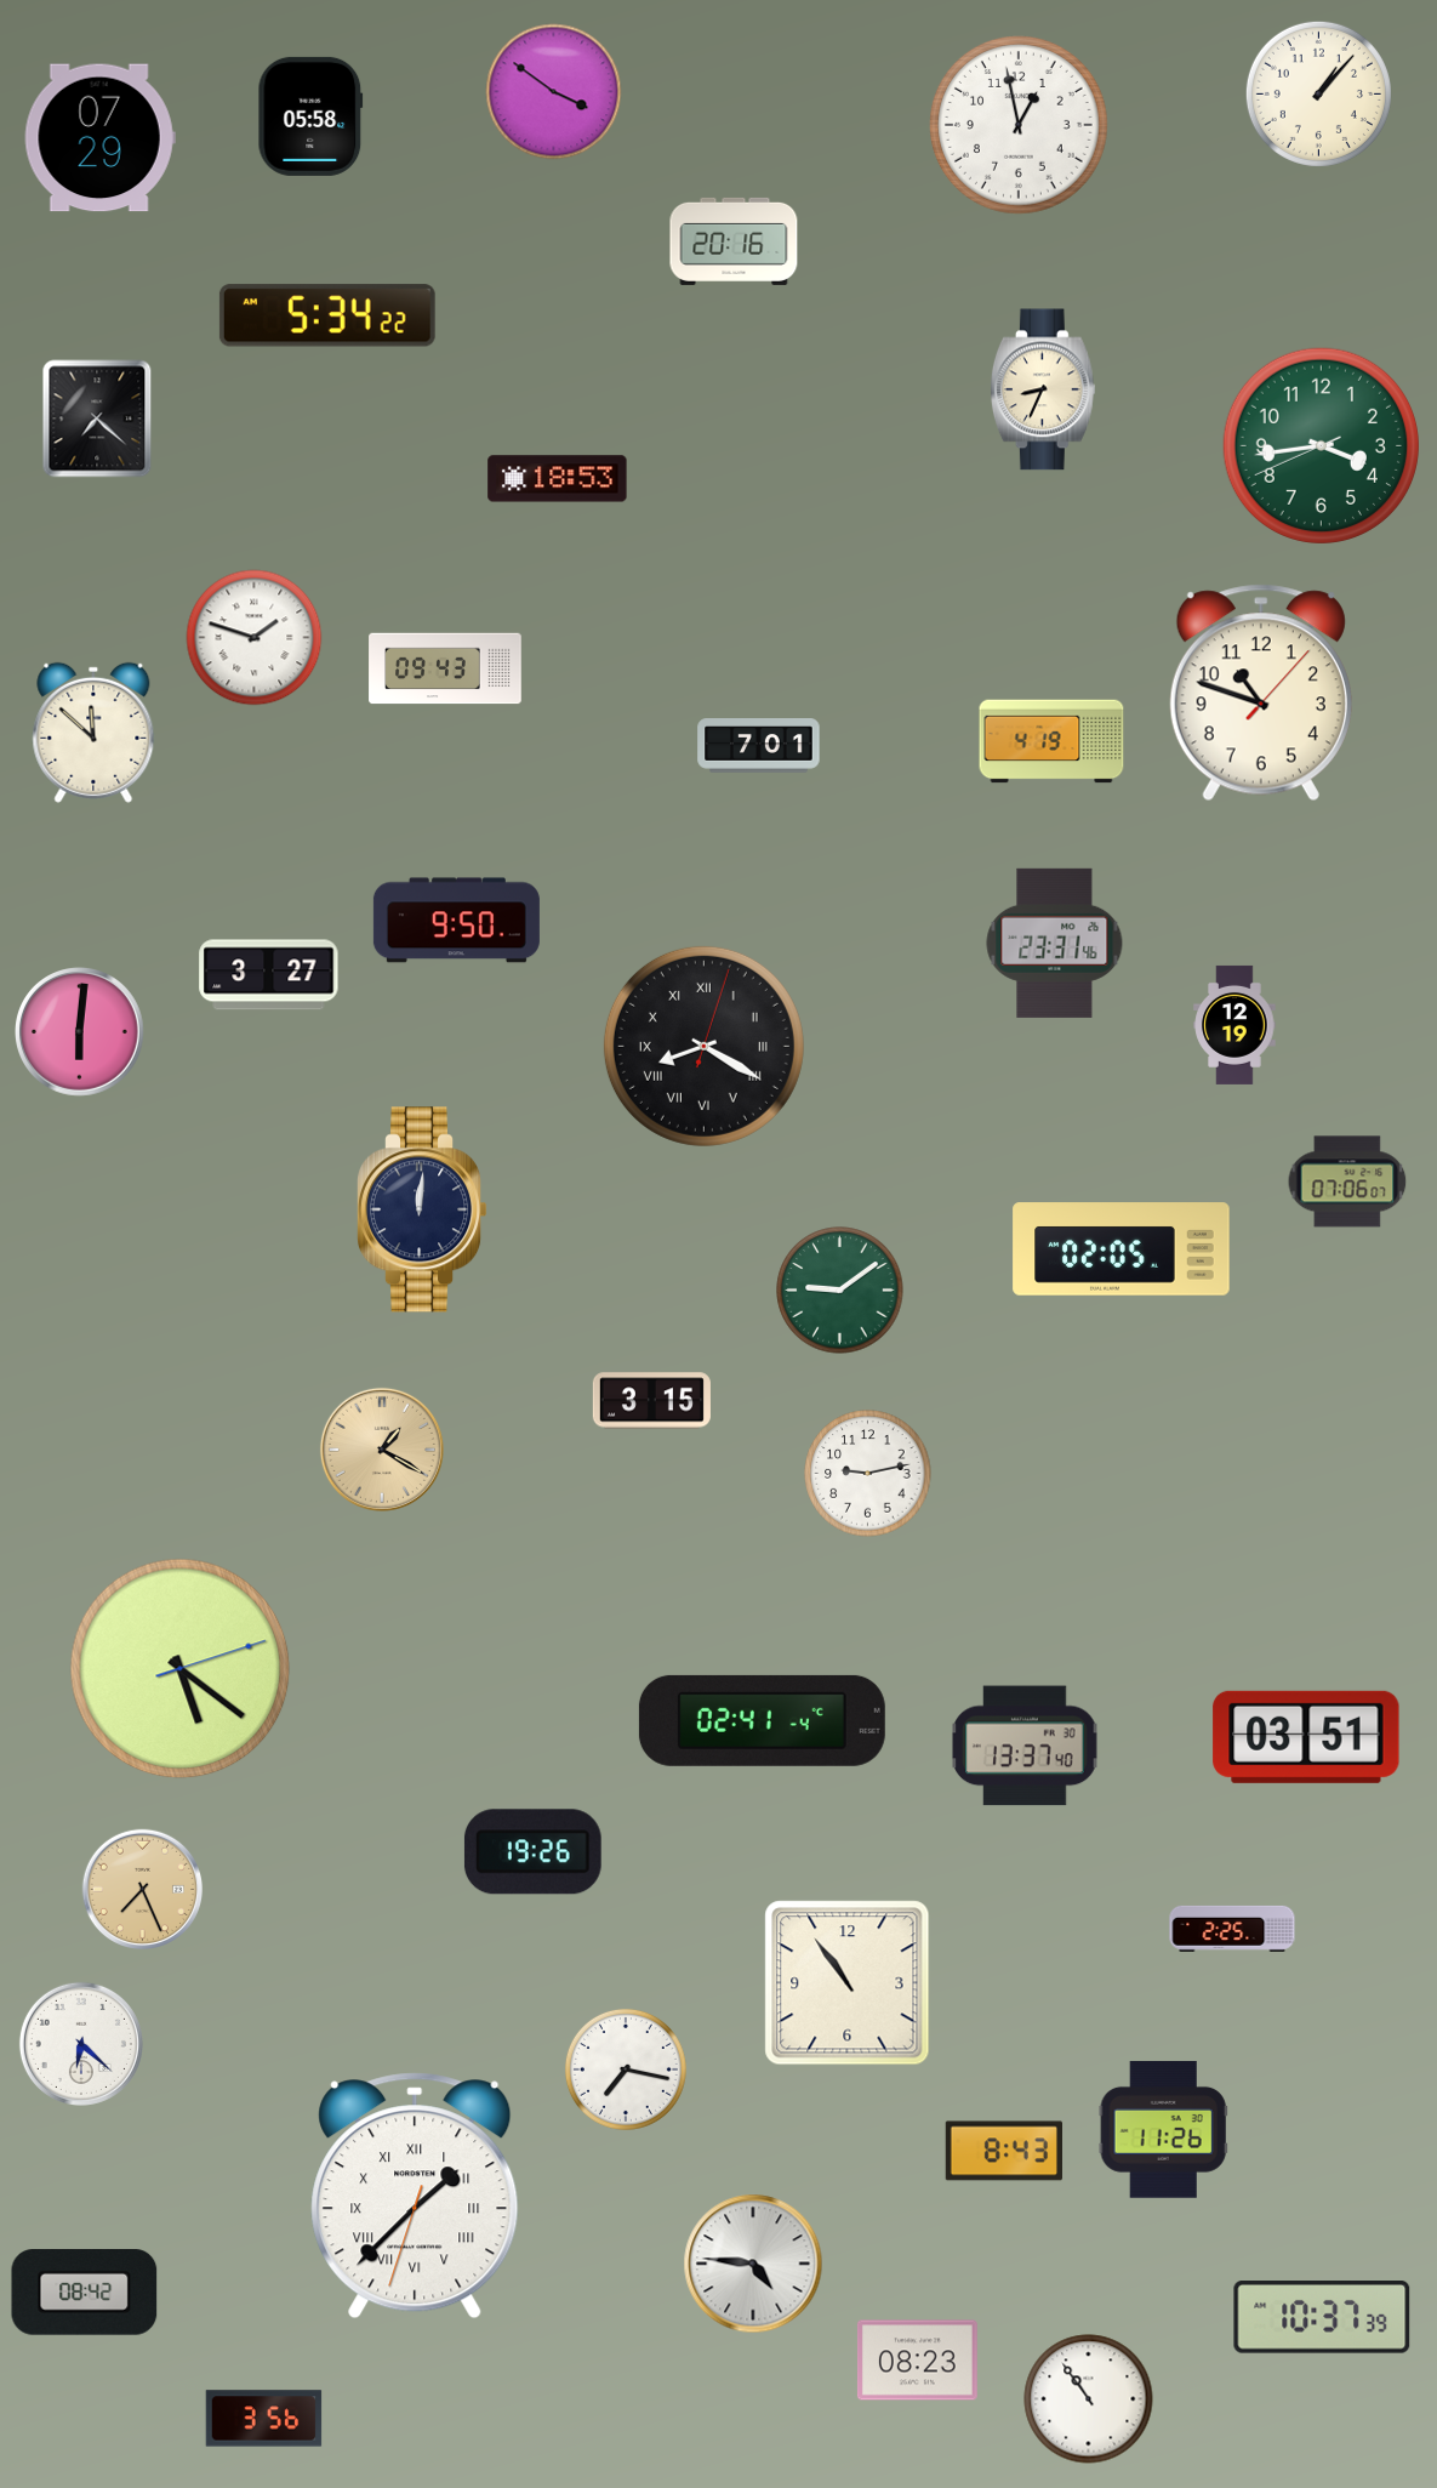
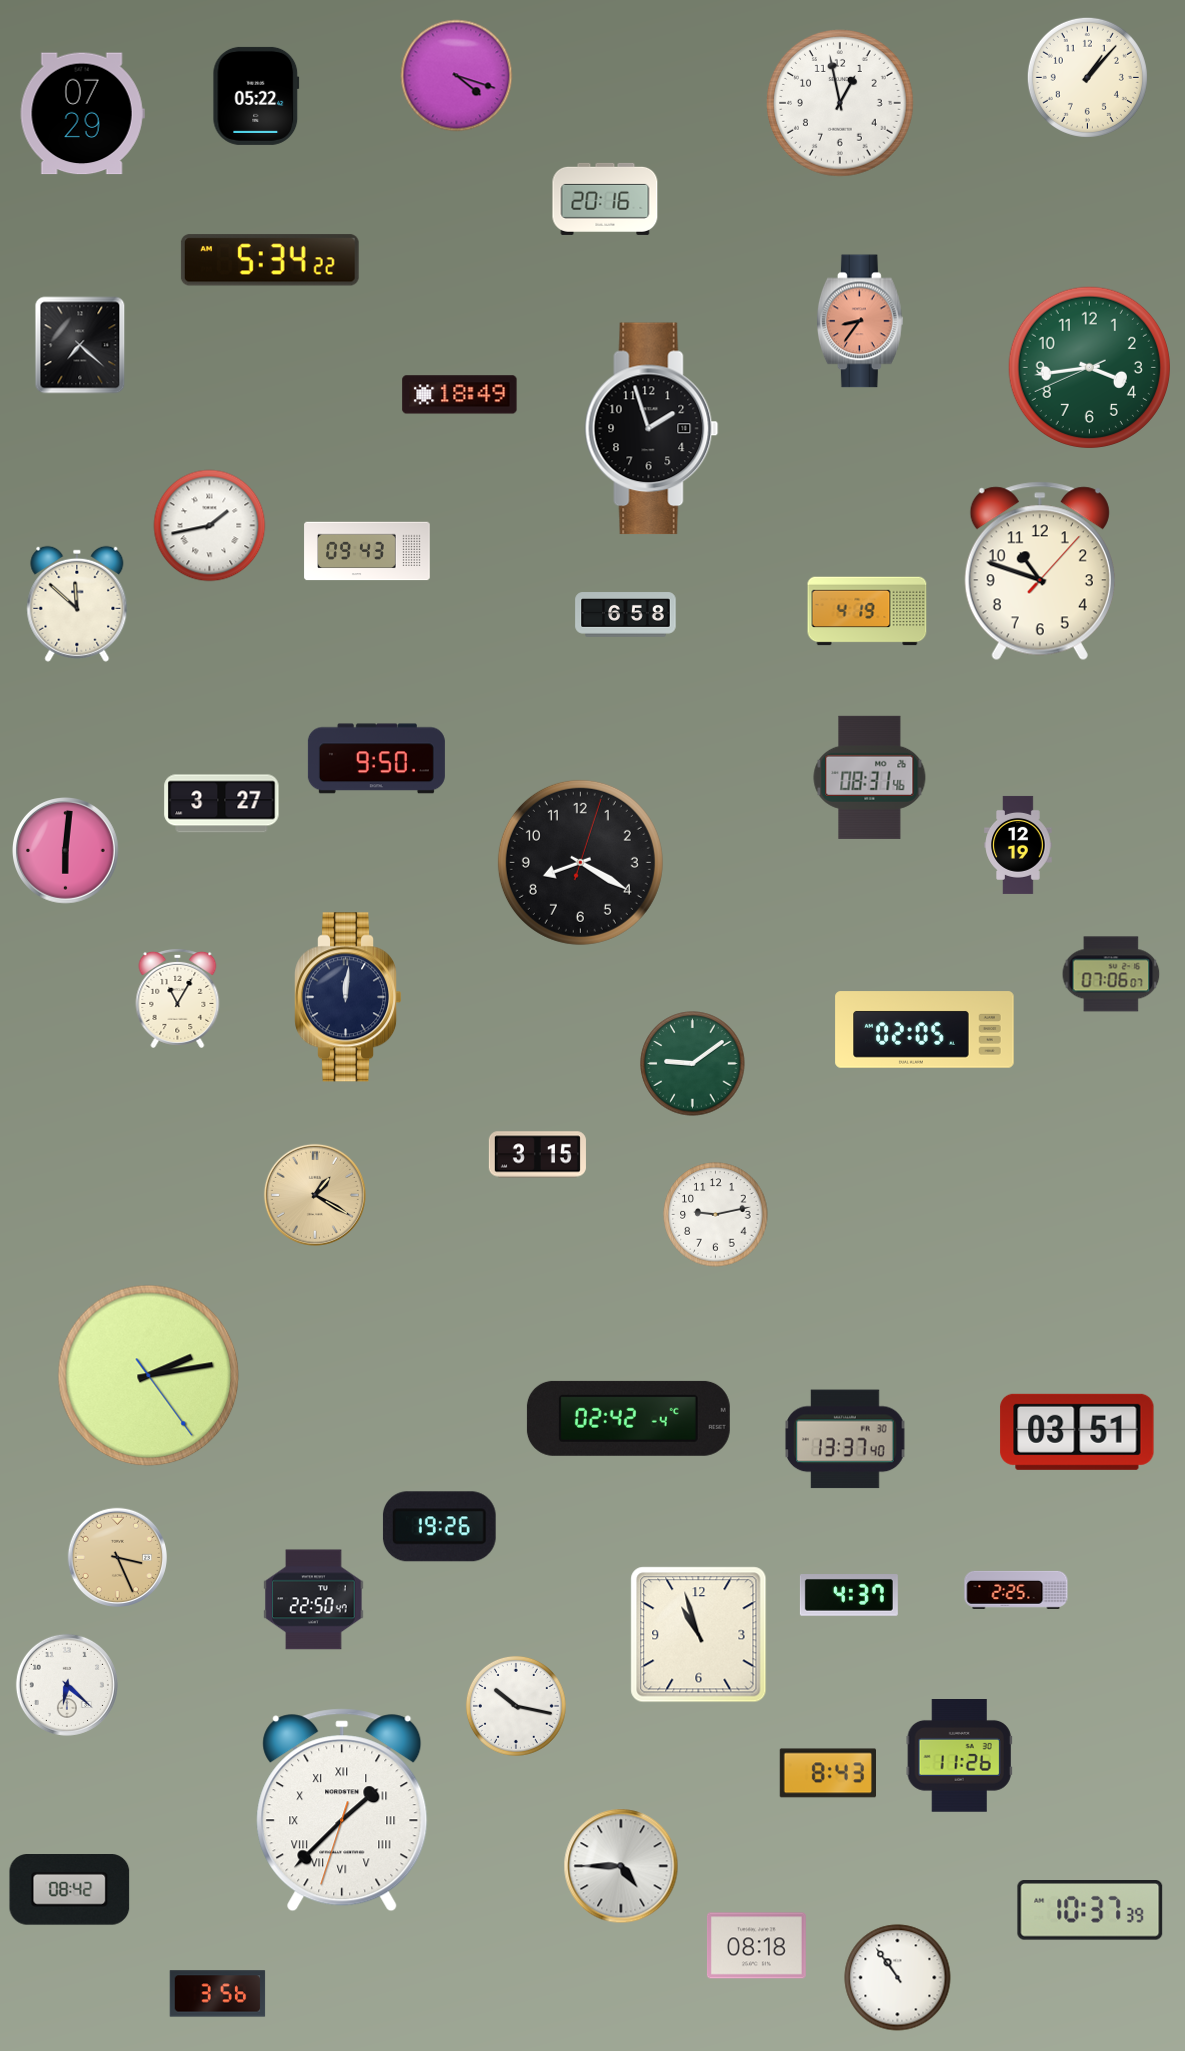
clock at (554, 92): 3:51 -> 4:18
clock at (310, 116): 05:58 -> 05:22
clock at (1043, 389): 8:34 -> 8:36
clock at (1043, 389) dial: cream -> salmon
clock at (558, 479): 18:53 -> 18:49
clock at (652, 429): none -> 1:57
clock at (255, 638): 1:48 -> 1:43
clock at (759, 746): 7:01 -> 6:58
clock at (1055, 943): 23:31 -> 08:31
clock at (703, 1046) numerals: Roman -> Arabic
clock at (178, 998): none -> 11:05
clock at (181, 1669): 5:21 -> 2:13
clock at (762, 1720): 02:41 -> 02:42
clock at (142, 1889): 7:26 -> 3:26
clock at (849, 1596): none -> 4:37
clock at (314, 1600): none -> 22:50
clock at (848, 1983): 10:54 -> 10:57
clock at (626, 2069): 7:17 -> 10:17
clock at (753, 2264): 4:46 -> 4:45
clock at (917, 2361): 08:23 -> 08:18
